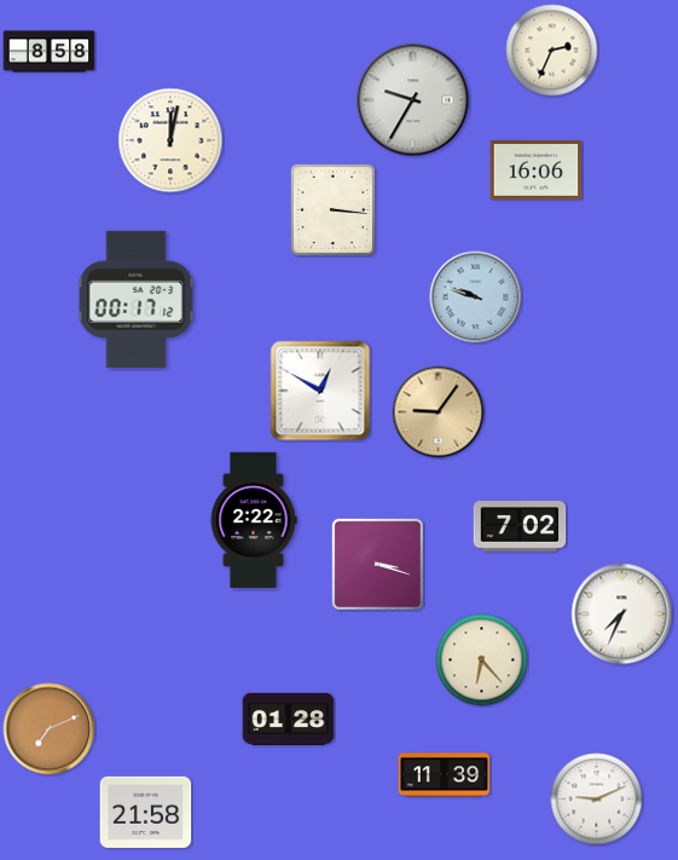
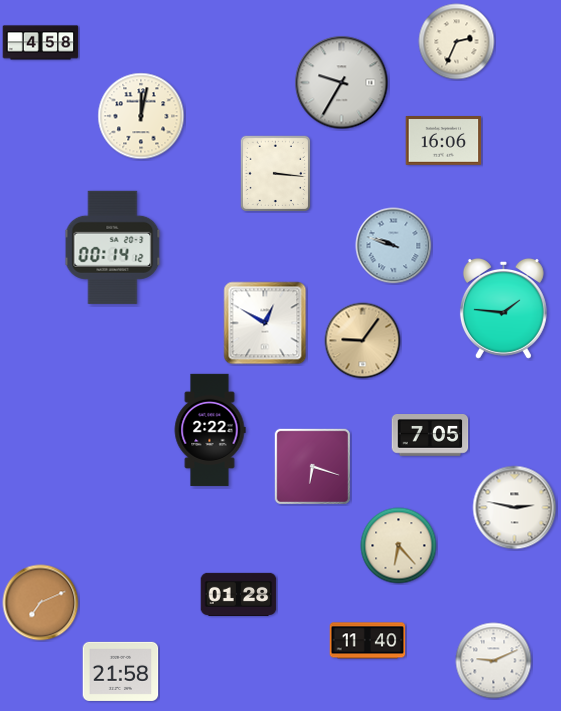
clock at (50, 52): 8:58 -> 4:58
clock at (137, 299): 00:17 -> 00:14
clock at (503, 308): none -> 1:46
clock at (520, 526): 7:02 -> 7:05
clock at (377, 564): 3:18 -> 6:18
clock at (622, 614): 7:34 -> 2:47
clock at (445, 775): 11:39 -> 11:40
